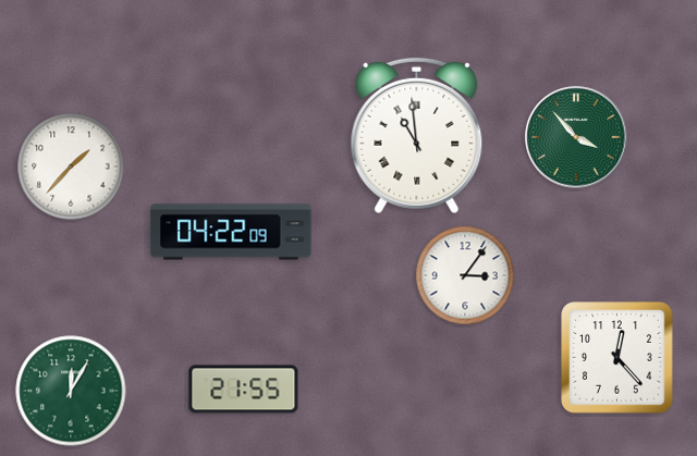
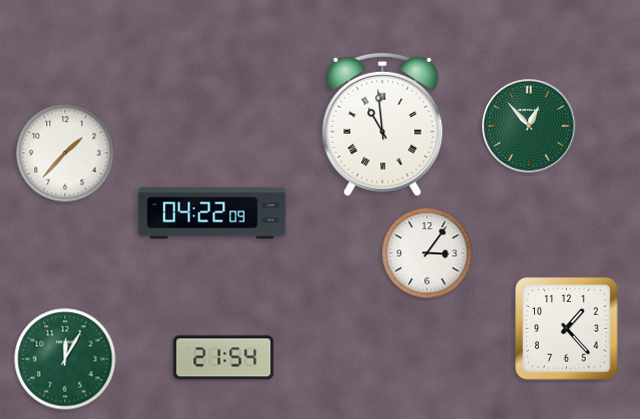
clock at (576, 137): 3:53 -> 12:53
clock at (617, 358): 12:23 -> 1:23
clock at (244, 390): 21:55 -> 21:54
